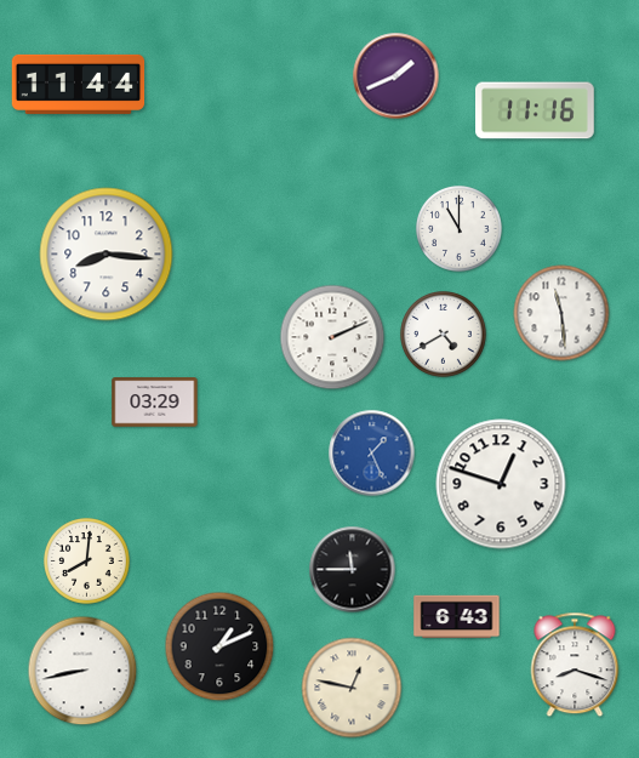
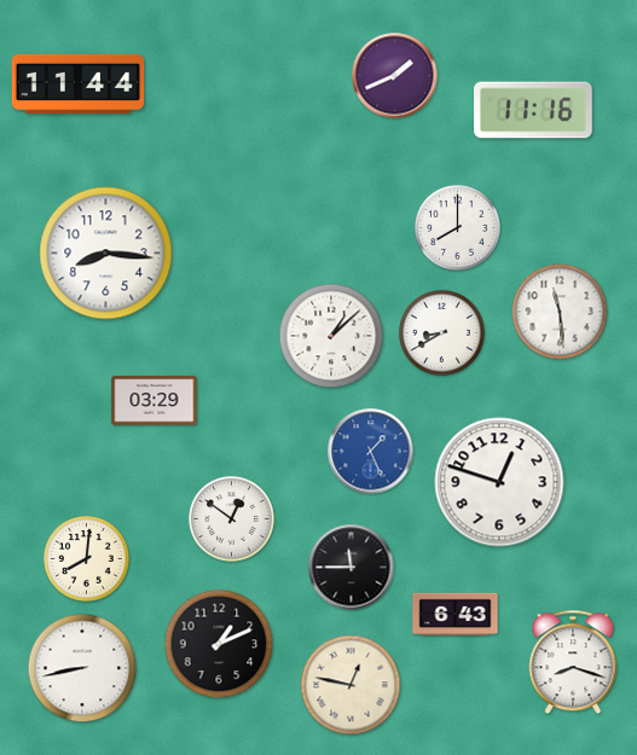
clock at (460, 229): 11:00 -> 8:00
clock at (444, 335): 4:40 -> 8:40
clock at (332, 337): 2:11 -> 1:08
clock at (232, 519): none -> 12:51
